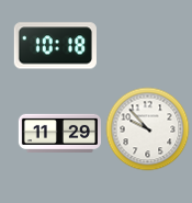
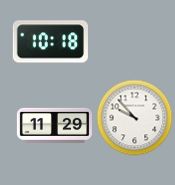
clock at (59, 134) position: (59, 134) -> (54, 126)
